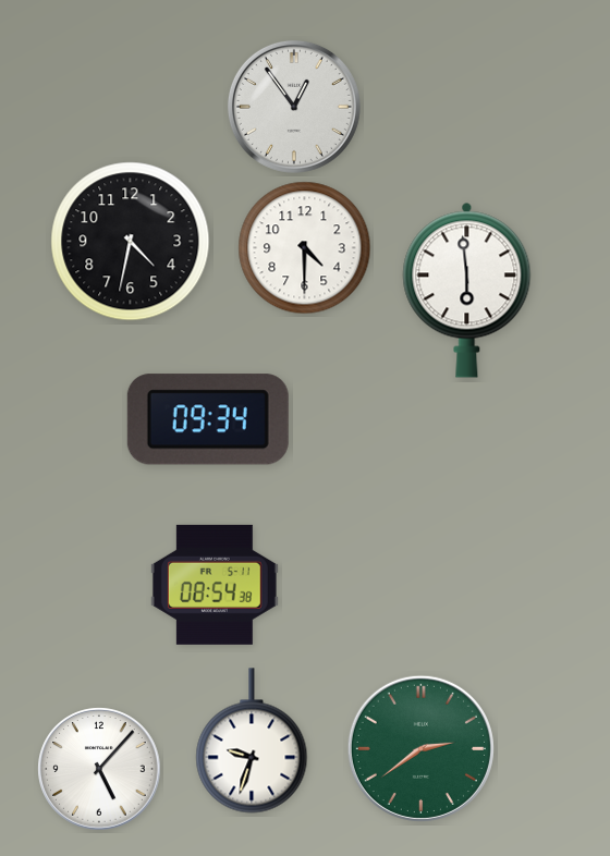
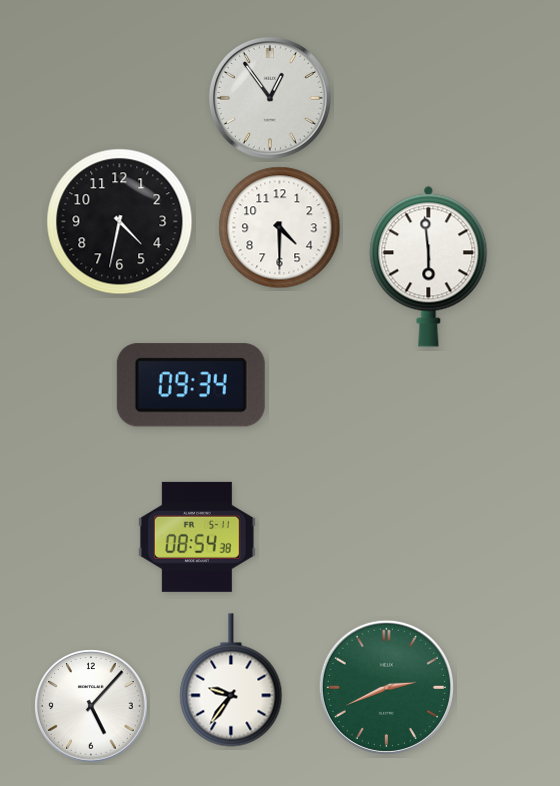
clock at (252, 741): 9:33 -> 9:36
clock at (420, 748): 2:39 -> 2:41
